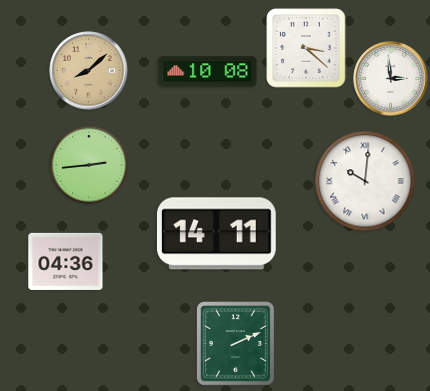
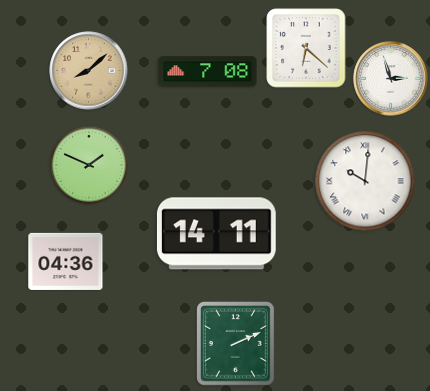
clock at (306, 48): 3:22 -> 6:22
clock at (208, 72): 10:08 -> 7:08
clock at (391, 79): 2:59 -> 2:57
clock at (89, 165): 2:44 -> 1:49
